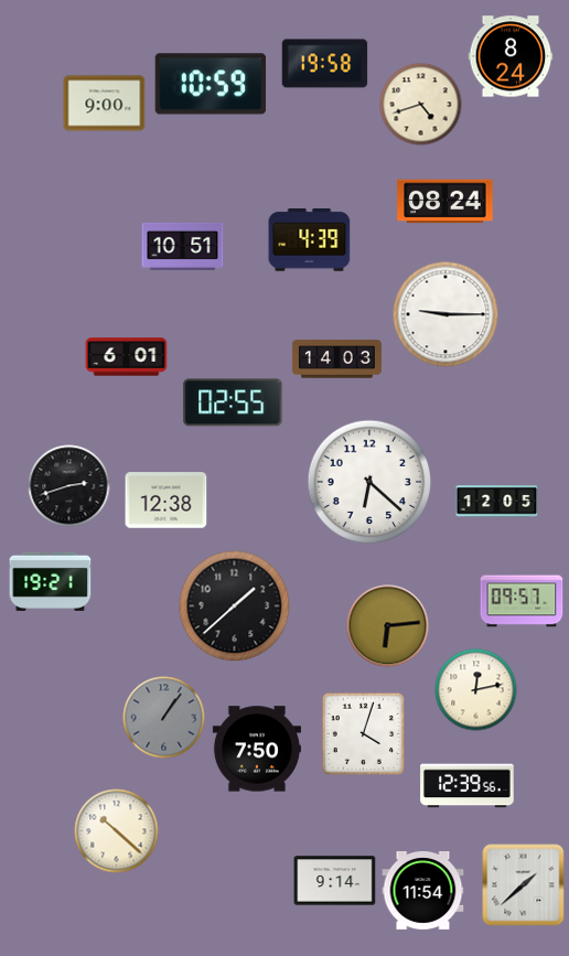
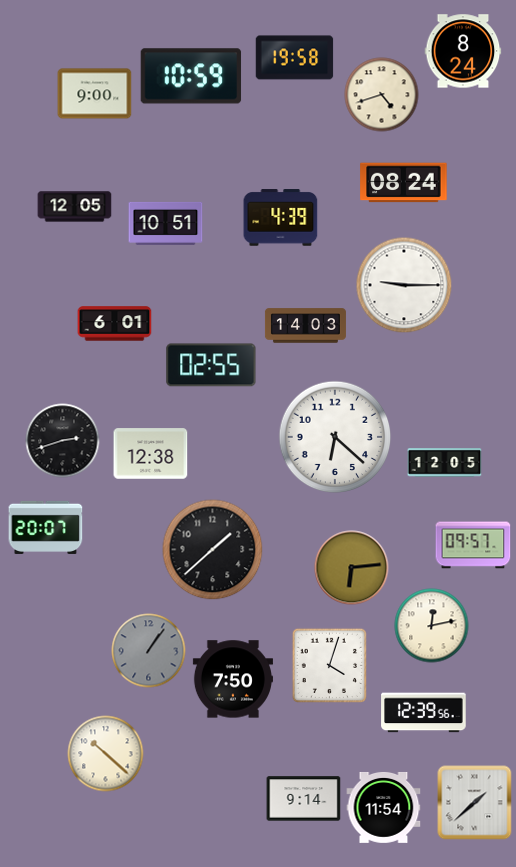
clock at (75, 207): none -> 12:05
clock at (497, 502) position: (497, 502) -> (445, 463)
clock at (51, 581): 19:21 -> 20:07
